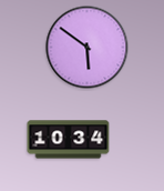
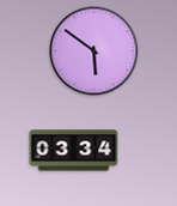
clock at (69, 140): 10:34 -> 03:34
